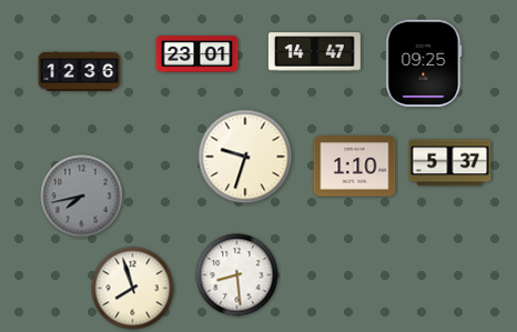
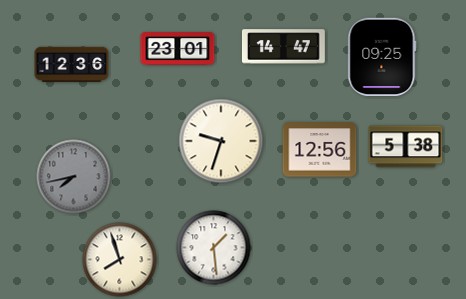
clock at (450, 163): 5:37 -> 5:38
clock at (355, 167): 1:10 -> 12:56
clock at (237, 275): 8:29 -> 1:29
